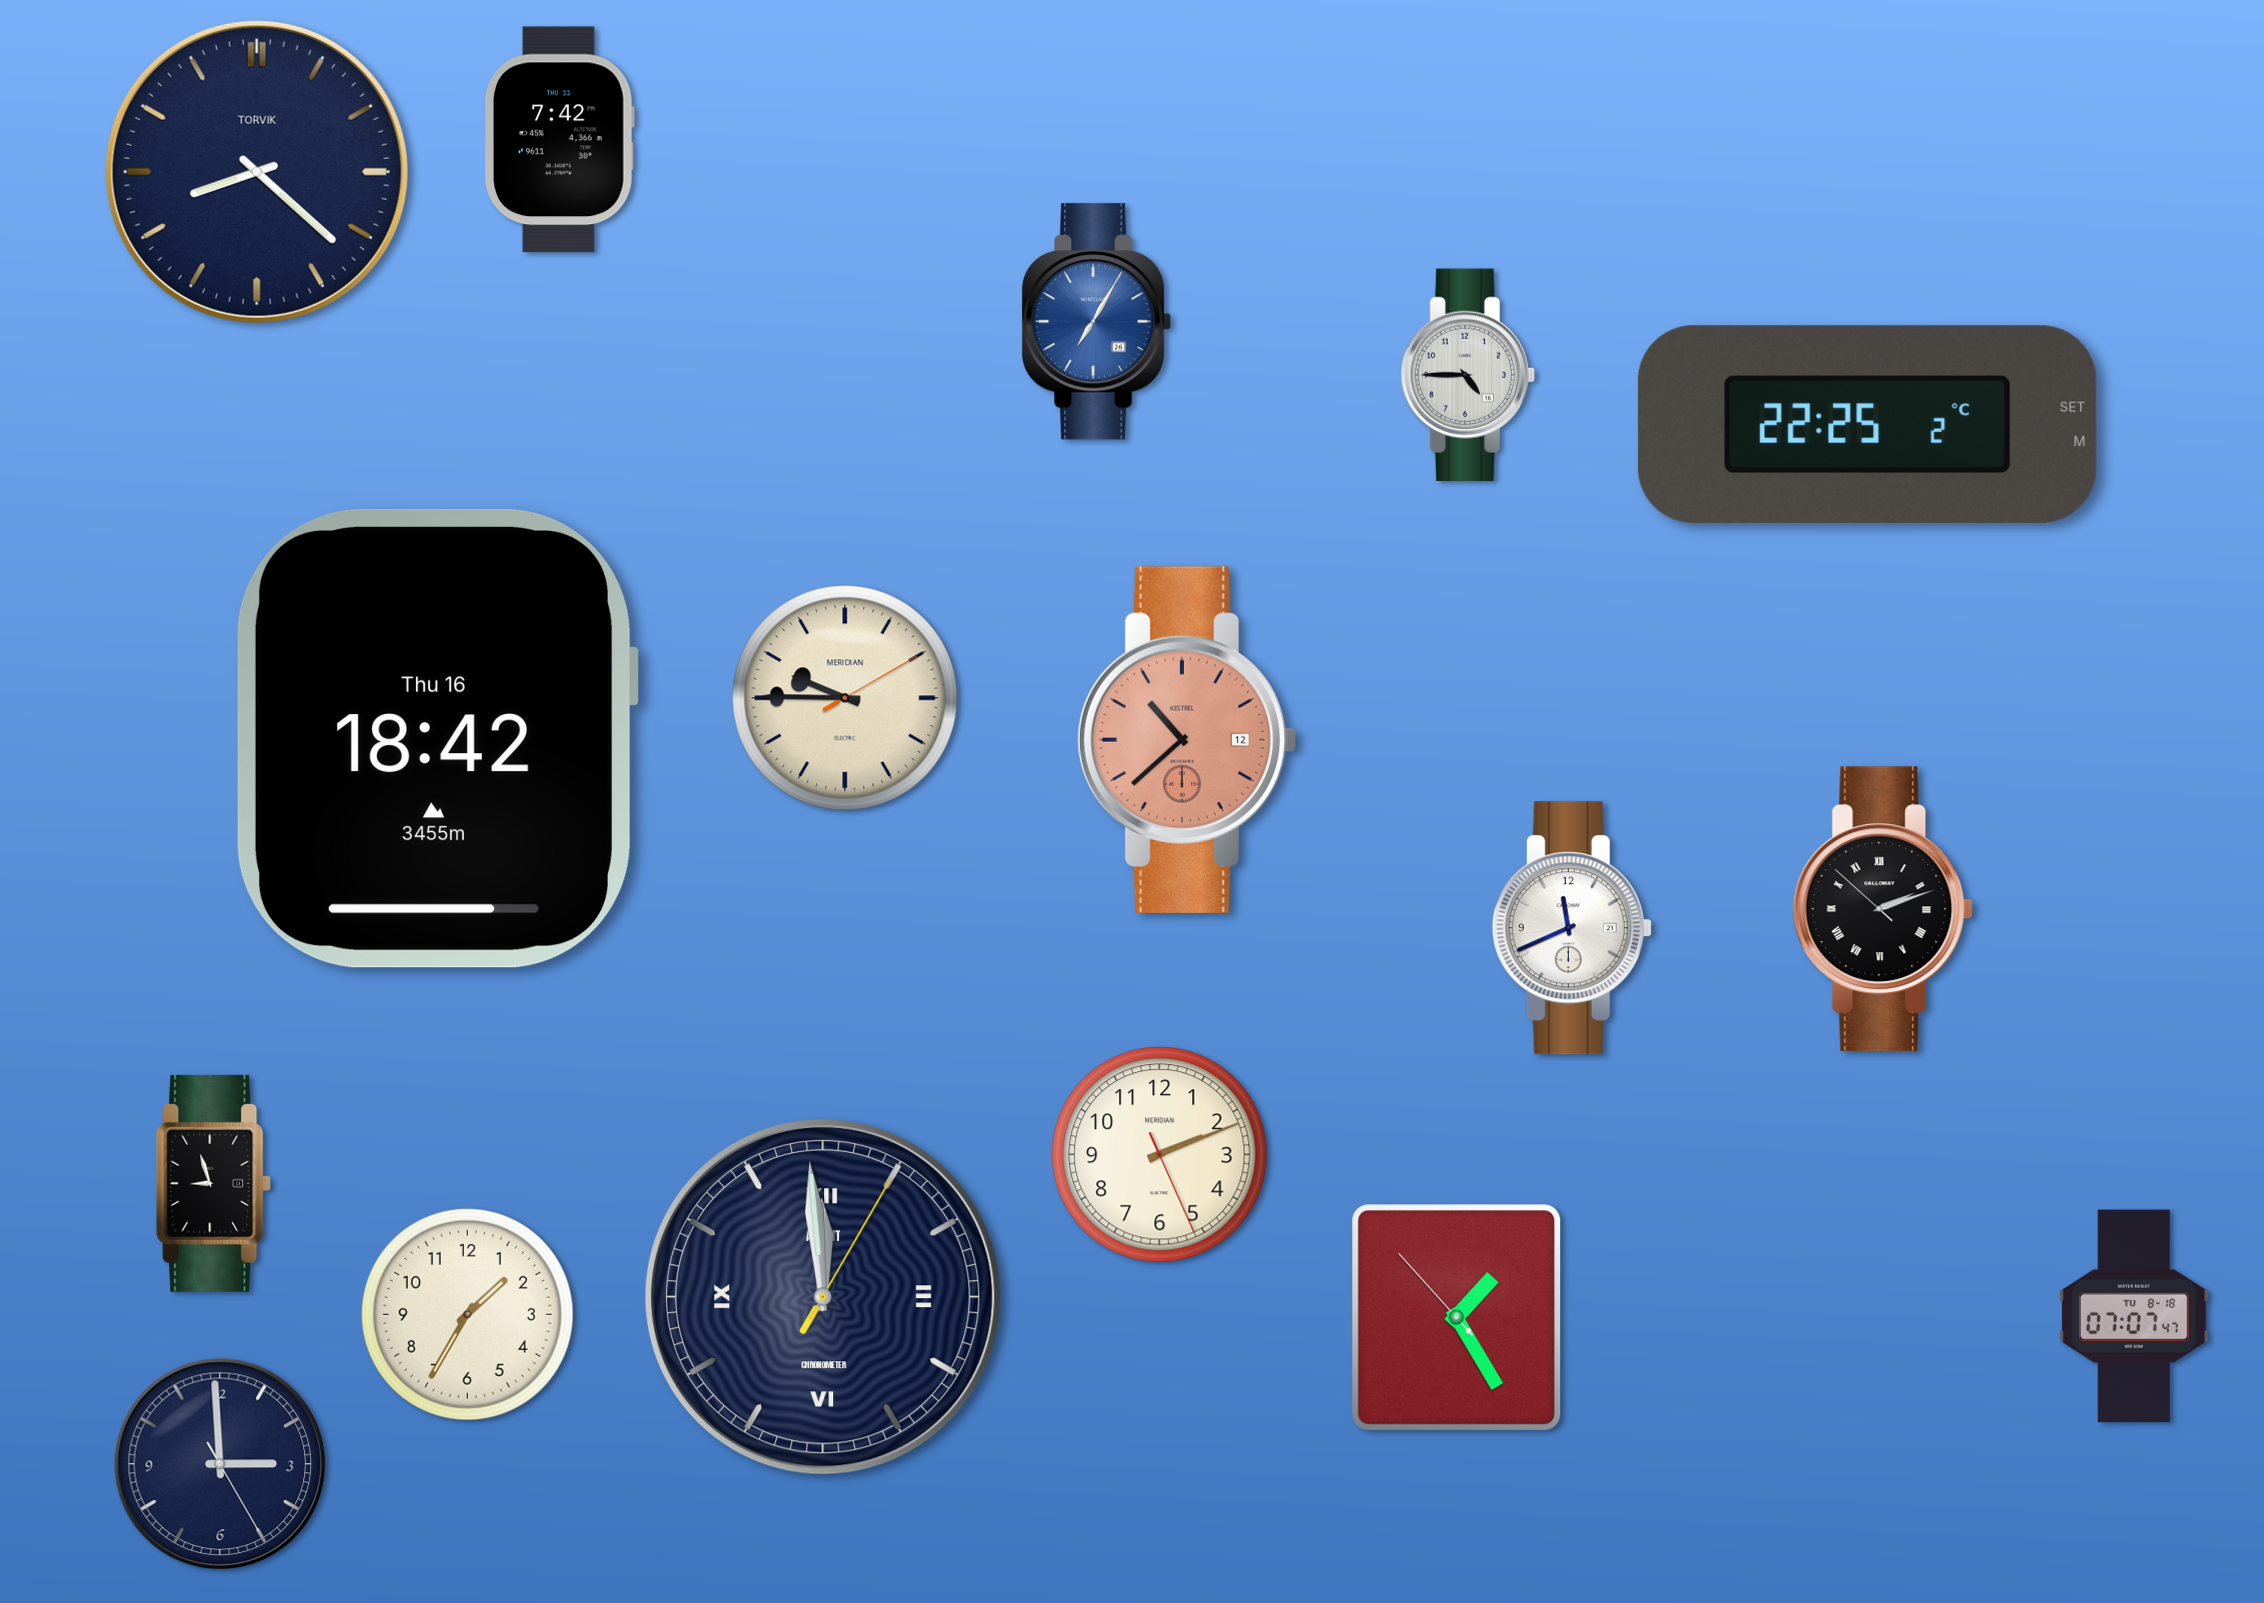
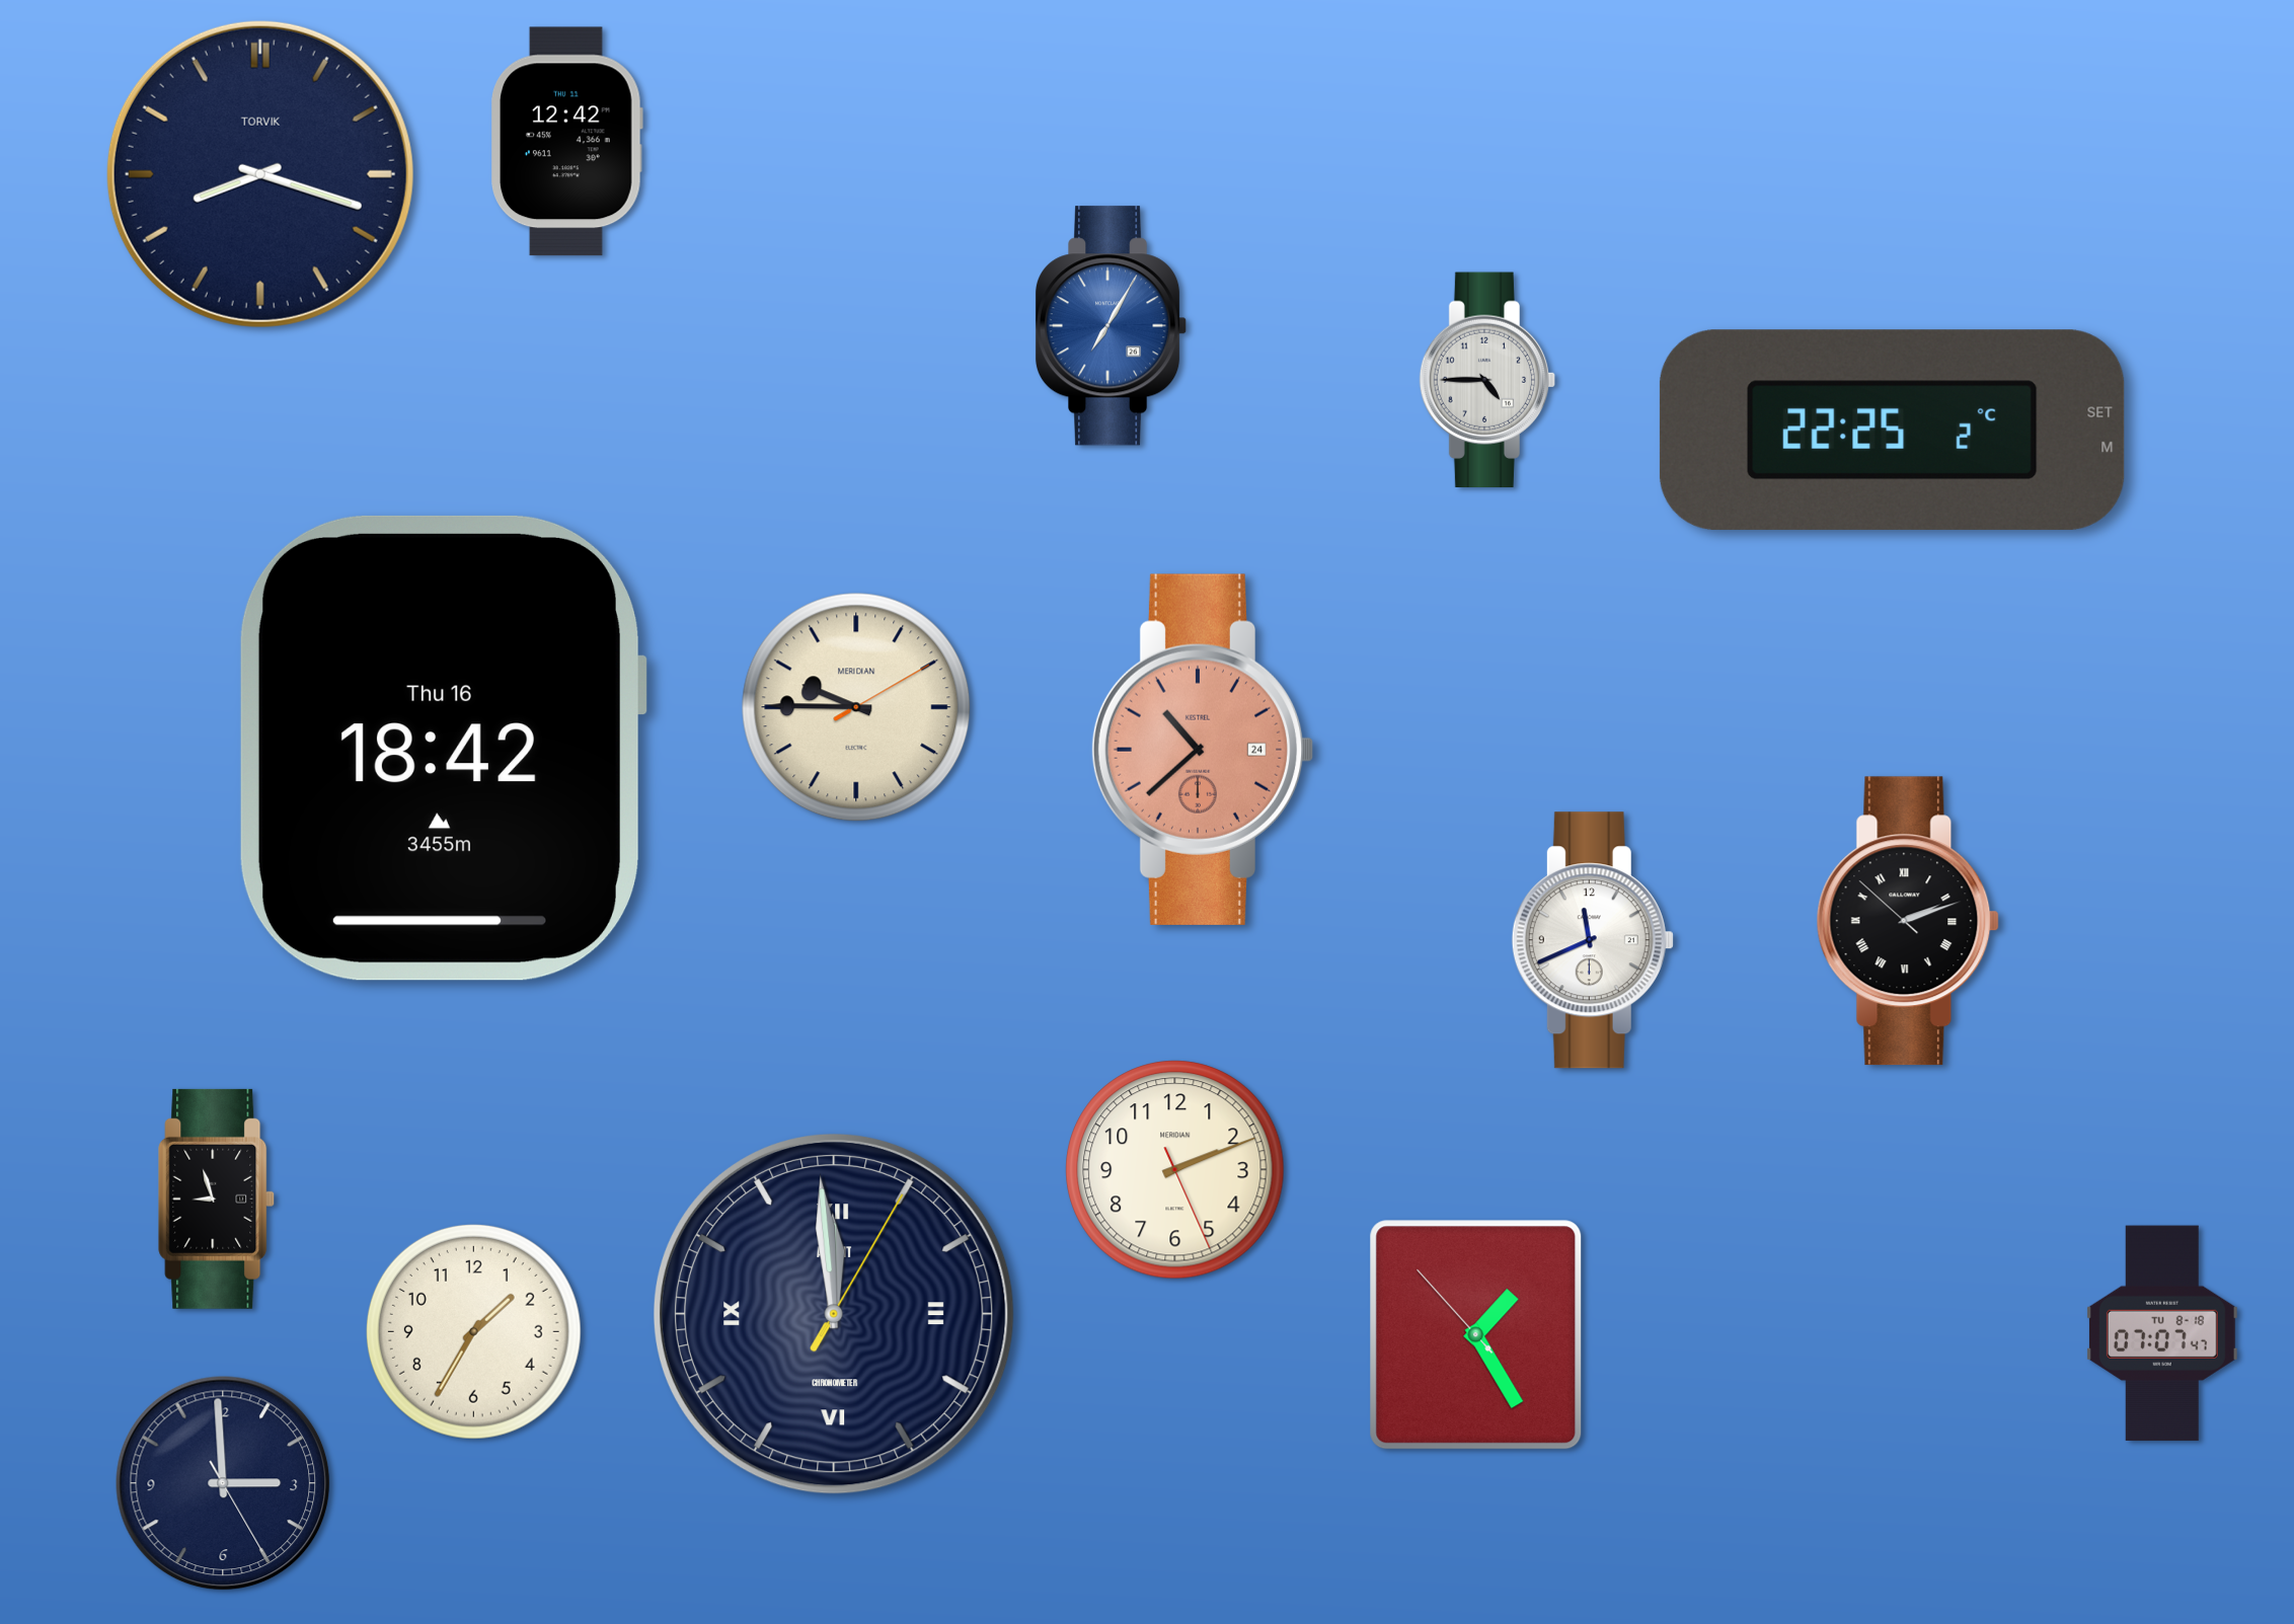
clock at (560, 140): 7:42 -> 12:42
clock at (257, 172): 8:22 -> 8:18
clock at (1187, 740) date: 12 -> 24
